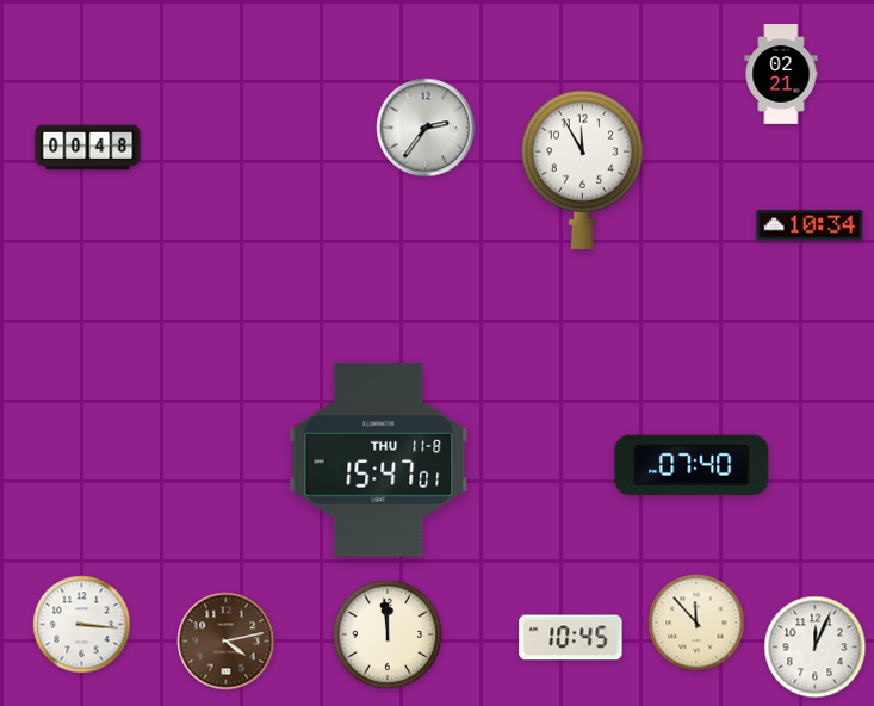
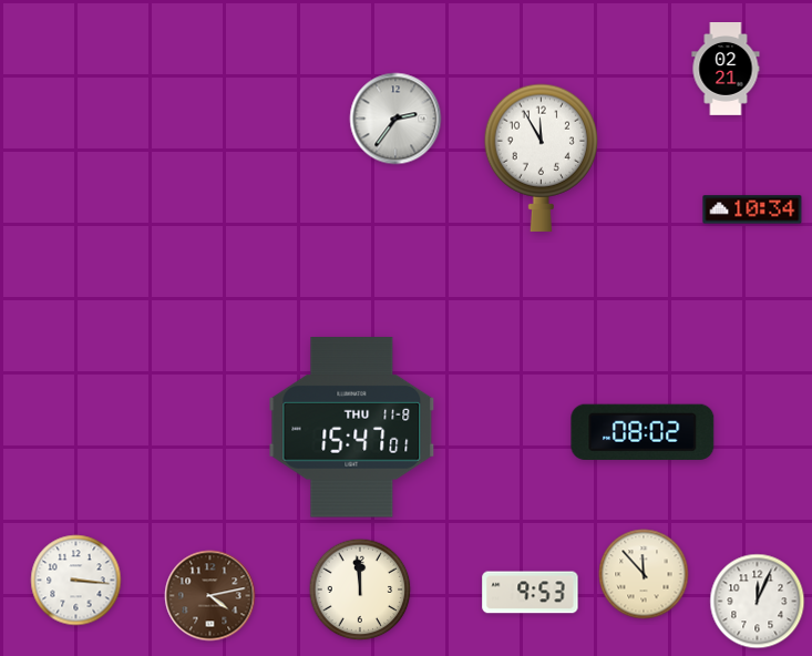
clock at (88, 148): 00:48 -> none
clock at (692, 465): 07:40 -> 08:02
clock at (696, 623) position: (696, 623) -> (644, 574)
clock at (571, 638): 10:45 -> 9:53
